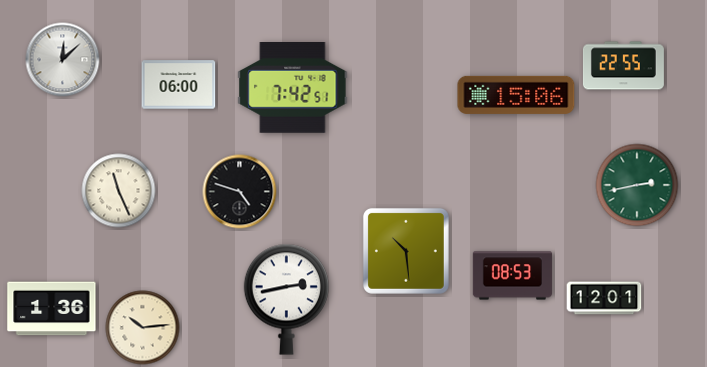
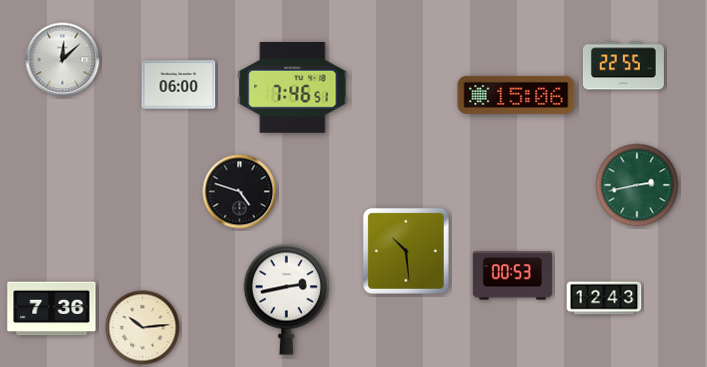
clock at (293, 88): 7:42 -> 7:46
clock at (119, 191): 11:26 -> none
clock at (512, 276): 08:53 -> 00:53
clock at (604, 298): 12:01 -> 12:43
clock at (52, 309): 1:36 -> 7:36
